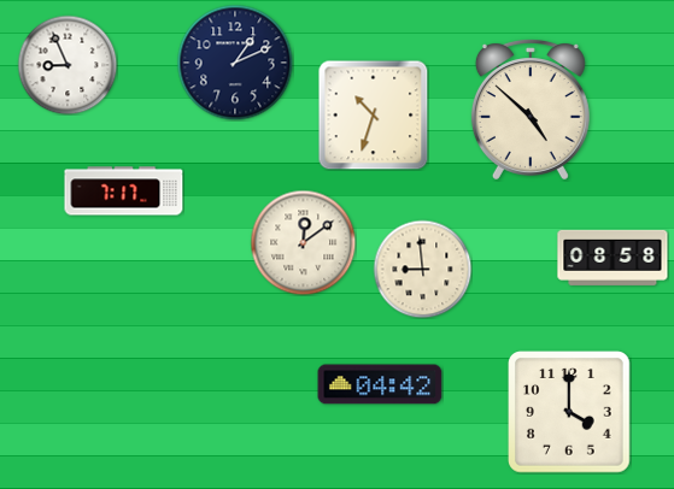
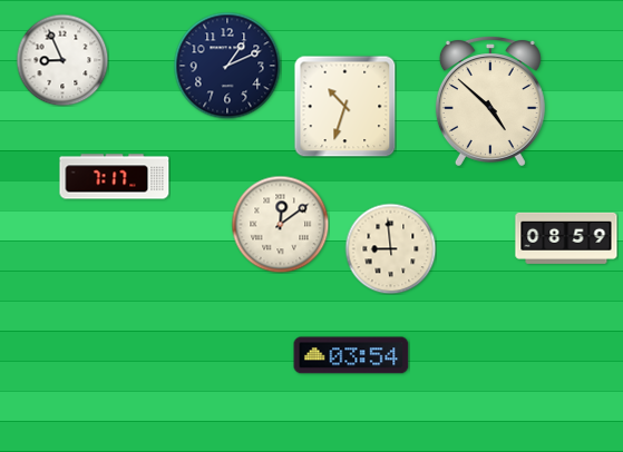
clock at (235, 63) position: (235, 63) -> (227, 66)
clock at (613, 258): 08:58 -> 08:59
clock at (380, 384): 04:42 -> 03:54
clock at (570, 413): 4:00 -> none
